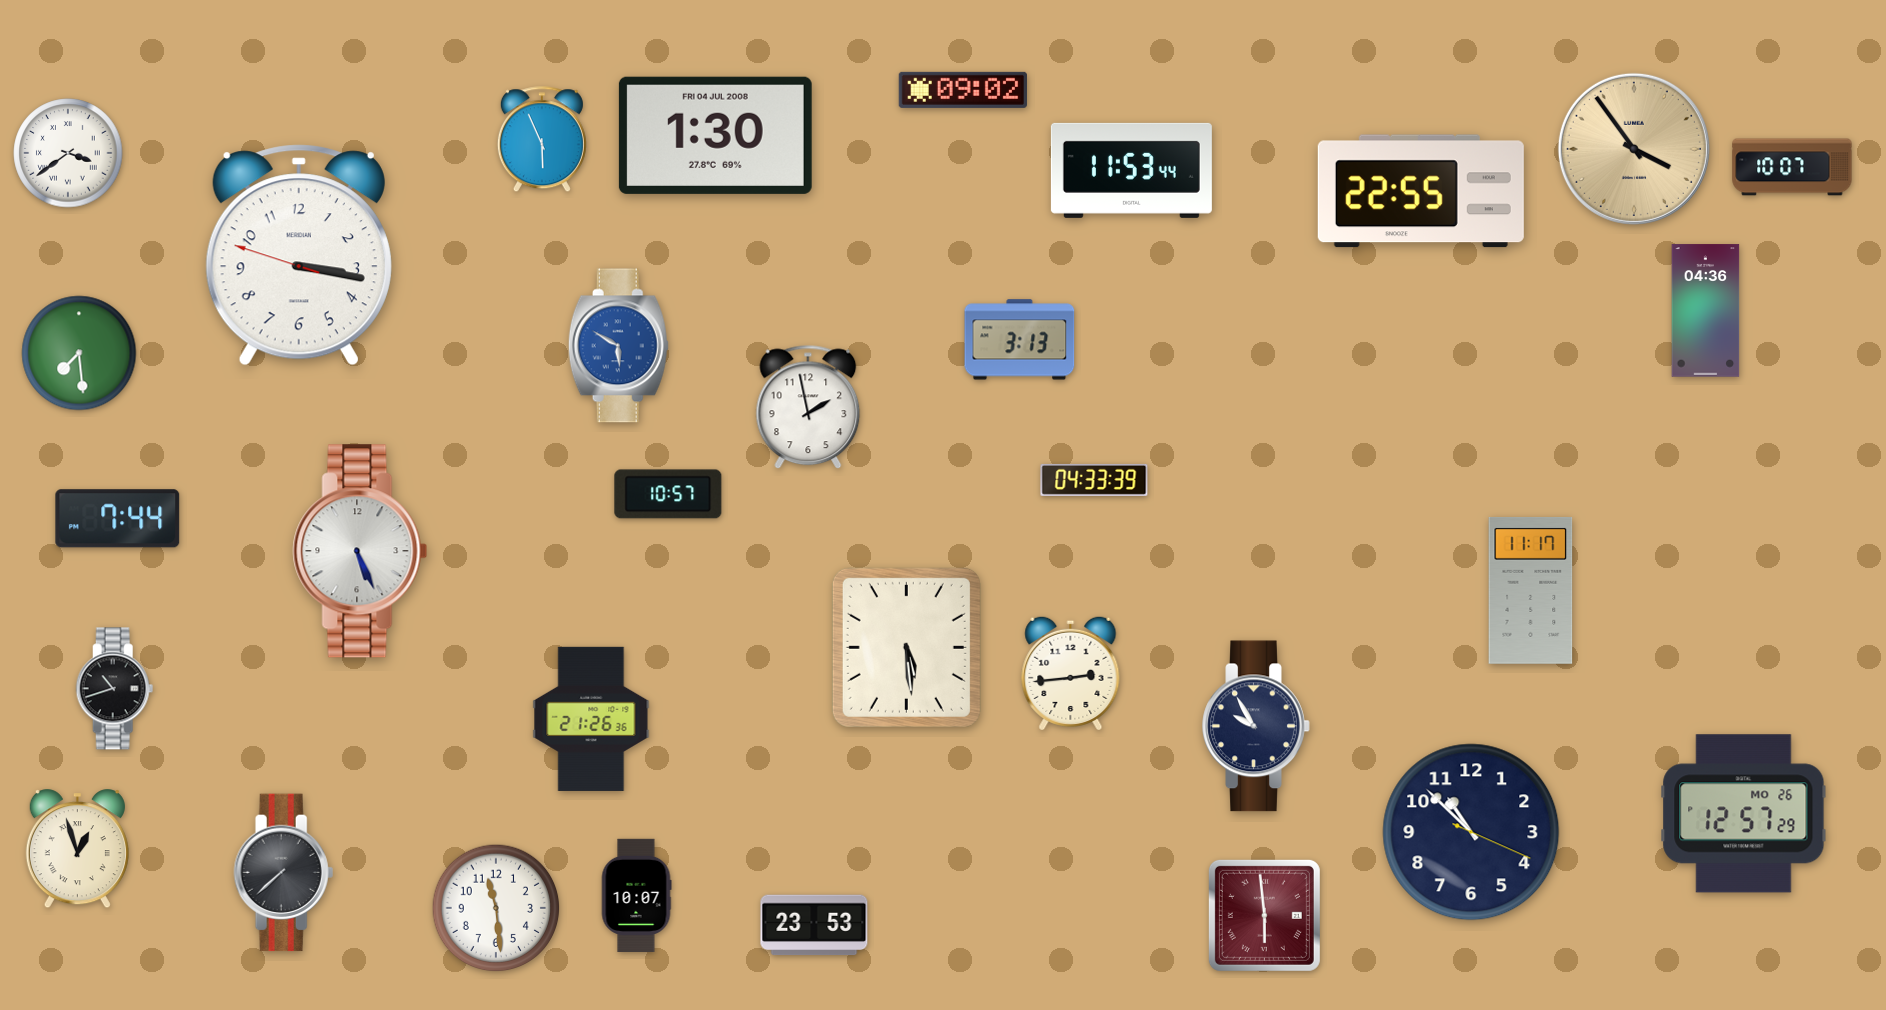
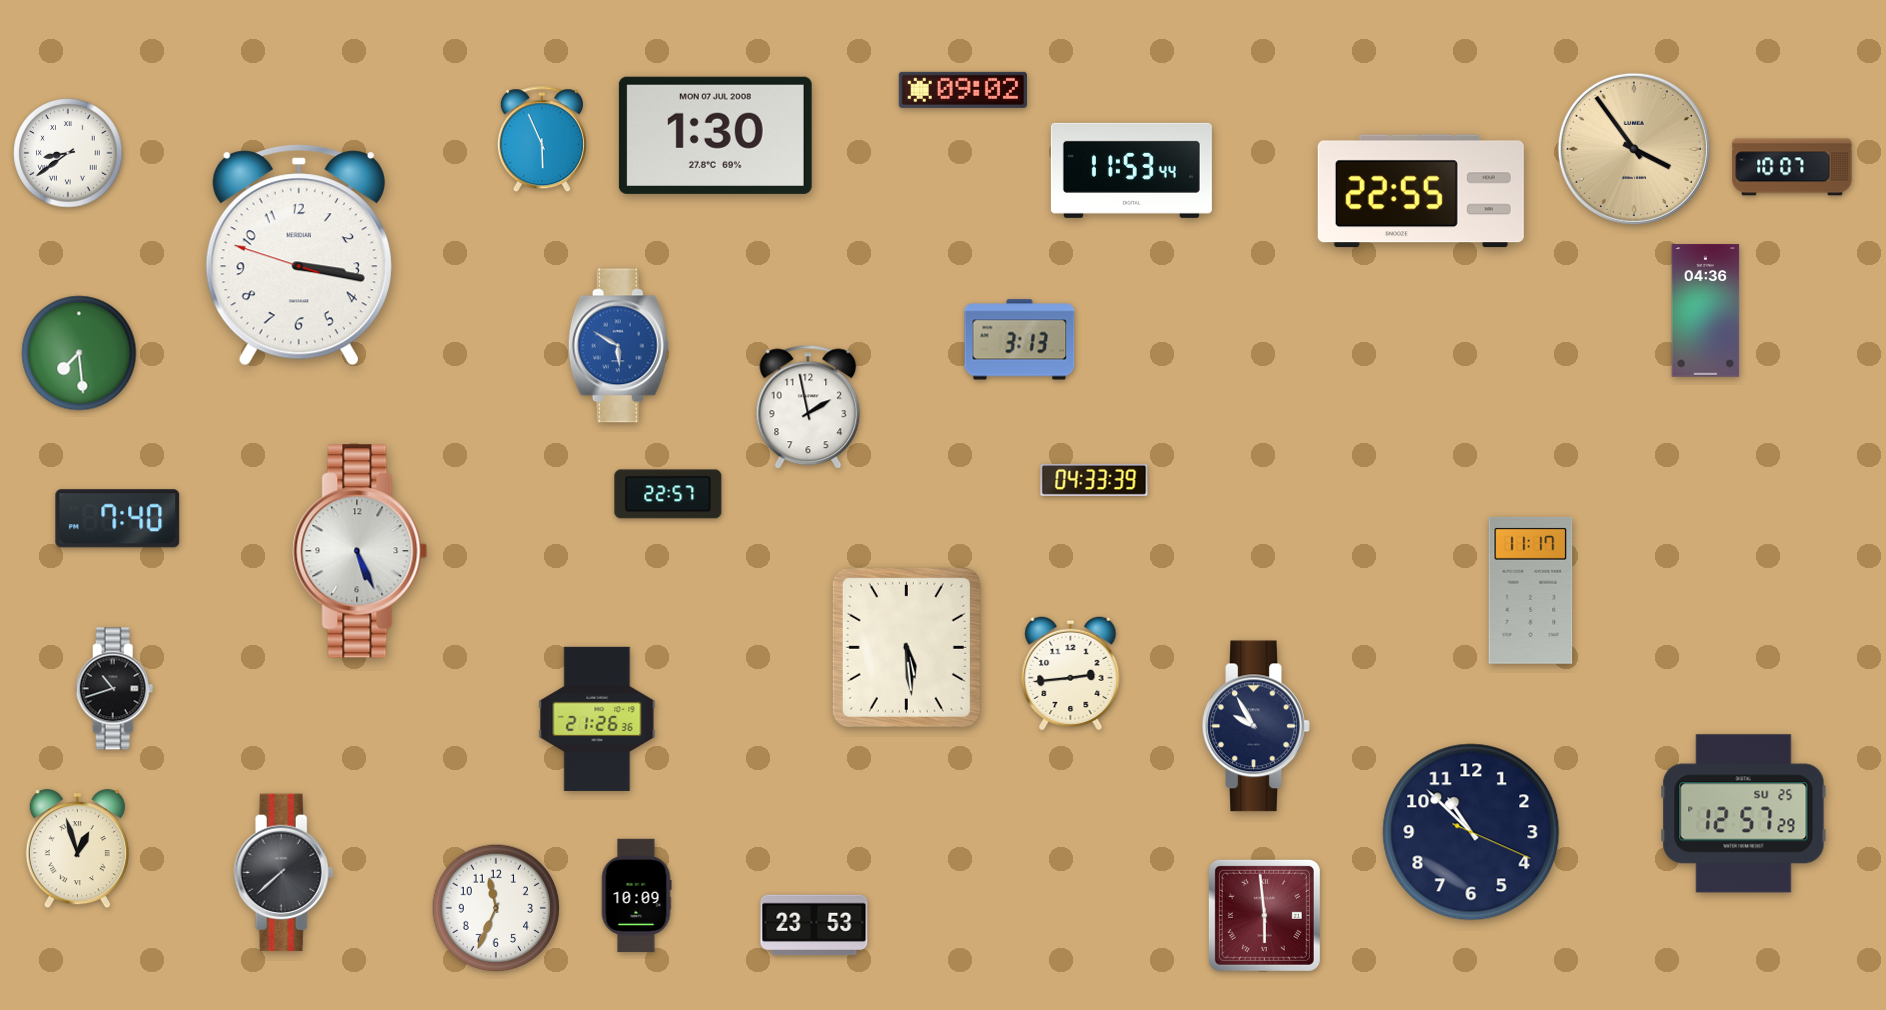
clock at (715, 135) date: FRI 04 JUL 2008 -> MON 07 JUL 2008
clock at (68, 153): 3:39 -> 8:39
clock at (668, 494): 10:57 -> 22:57
clock at (118, 519): 7:44 -> 7:40
clock at (591, 719) position: (591, 719) -> (597, 719)
clock at (1744, 814) date: MO 26 -> SU 25
clock at (636, 895): 10:07 -> 10:09
clock at (496, 908): 11:29 -> 11:34
